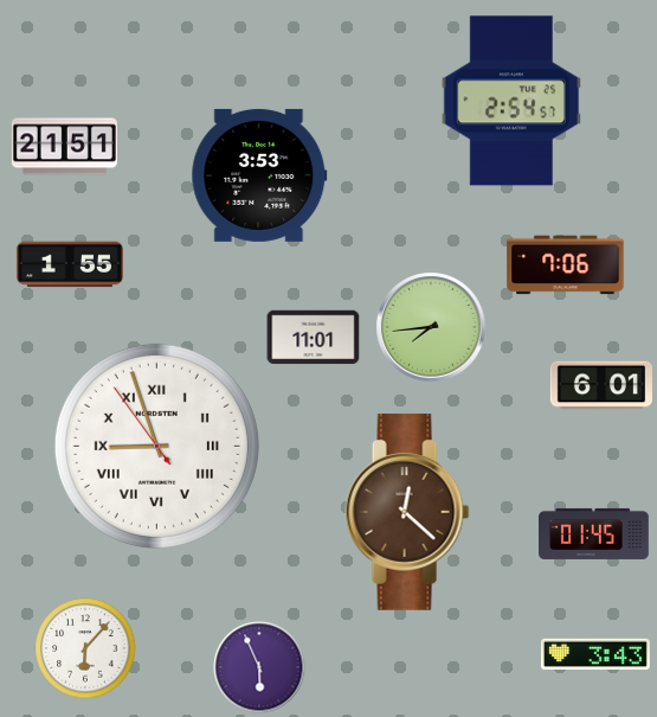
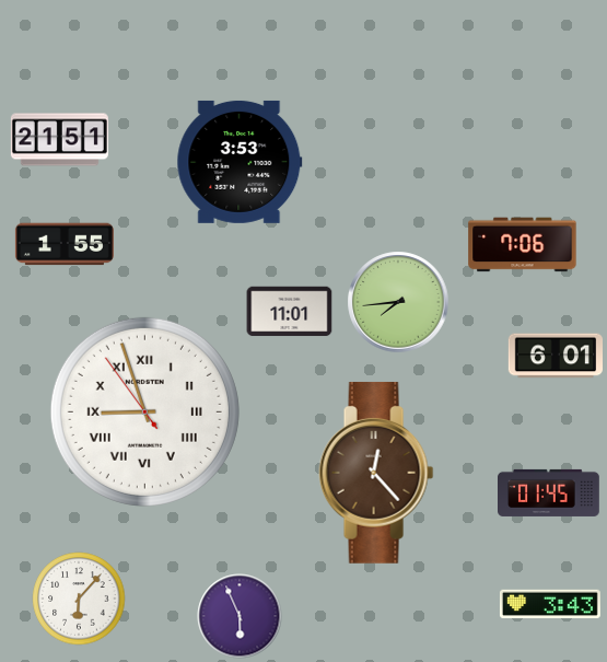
clock at (511, 101): 2:54 -> none
clock at (64, 147) position: (64, 147) -> (59, 140)
clock at (407, 512): 12:22 -> 12:23
